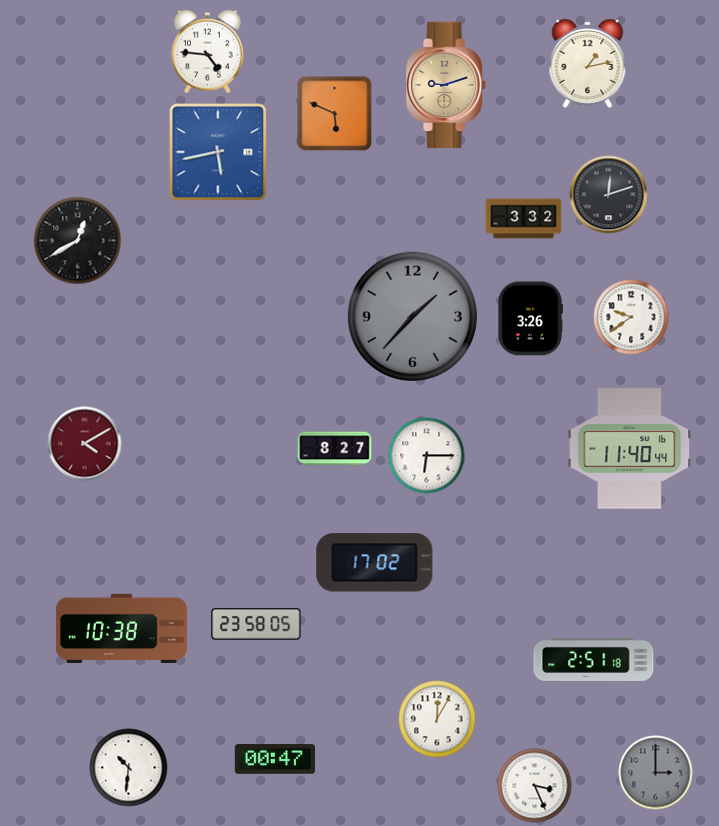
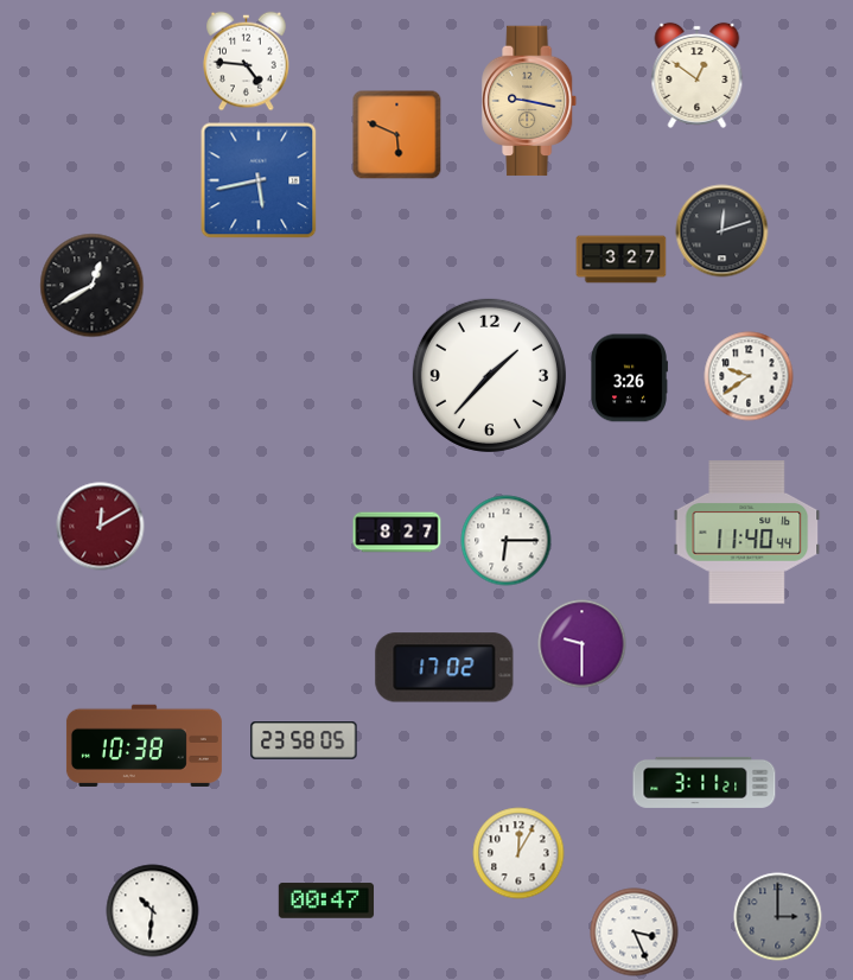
clock at (588, 63): 1:13 -> 12:51
clock at (447, 85): 9:12 -> 9:17
clock at (524, 219): 3:32 -> 3:27
clock at (412, 316) dial: grey -> white
clock at (85, 444): 4:10 -> 12:10
clock at (583, 644): none -> 9:30
clock at (594, 659): 2:51 -> 3:11
